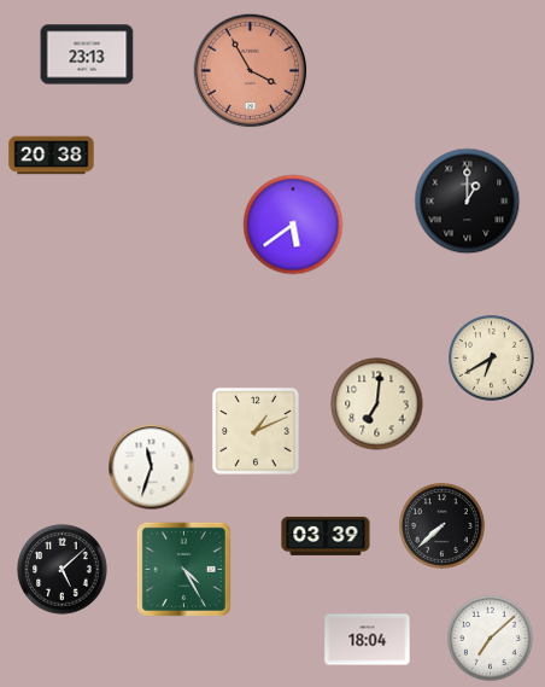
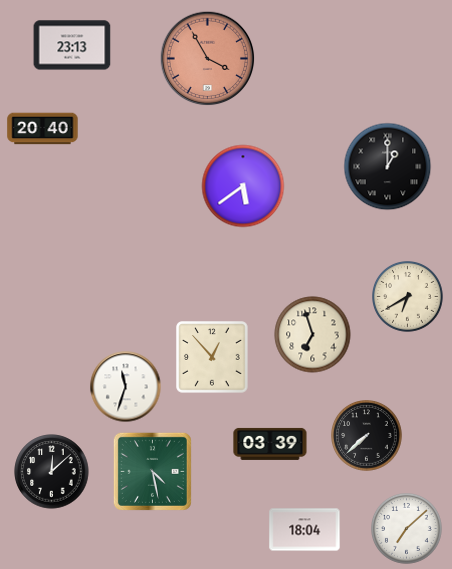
clock at (52, 156): 20:38 -> 20:40
clock at (377, 404): 7:01 -> 6:57
clock at (256, 431): 1:11 -> 12:53
clock at (183, 569): 4:25 -> 4:28
clock at (63, 570): 5:08 -> 12:08
